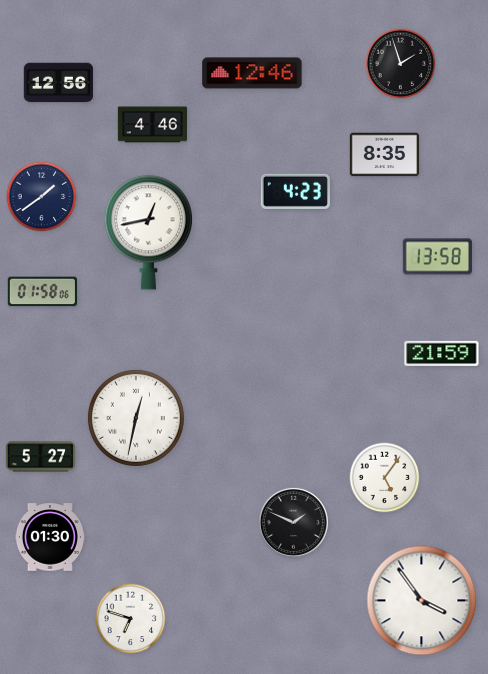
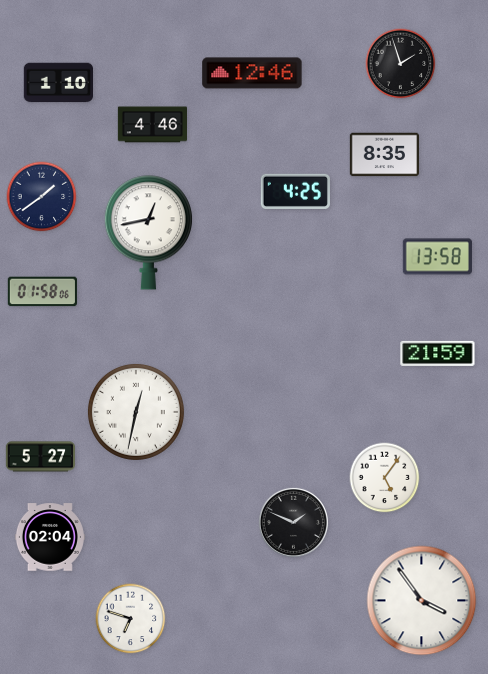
clock at (58, 83): 12:56 -> 1:10
clock at (295, 191): 4:23 -> 4:25
clock at (442, 353) position: (442, 353) -> (438, 353)
clock at (136, 418) position: (136, 418) -> (136, 412)
clock at (50, 537): 01:30 -> 02:04
